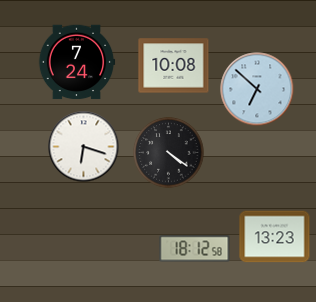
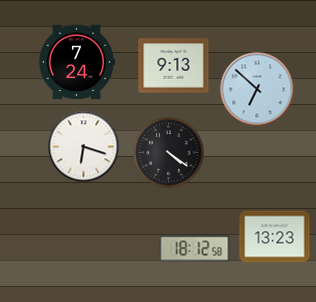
clock at (174, 66): 10:08 -> 9:13
